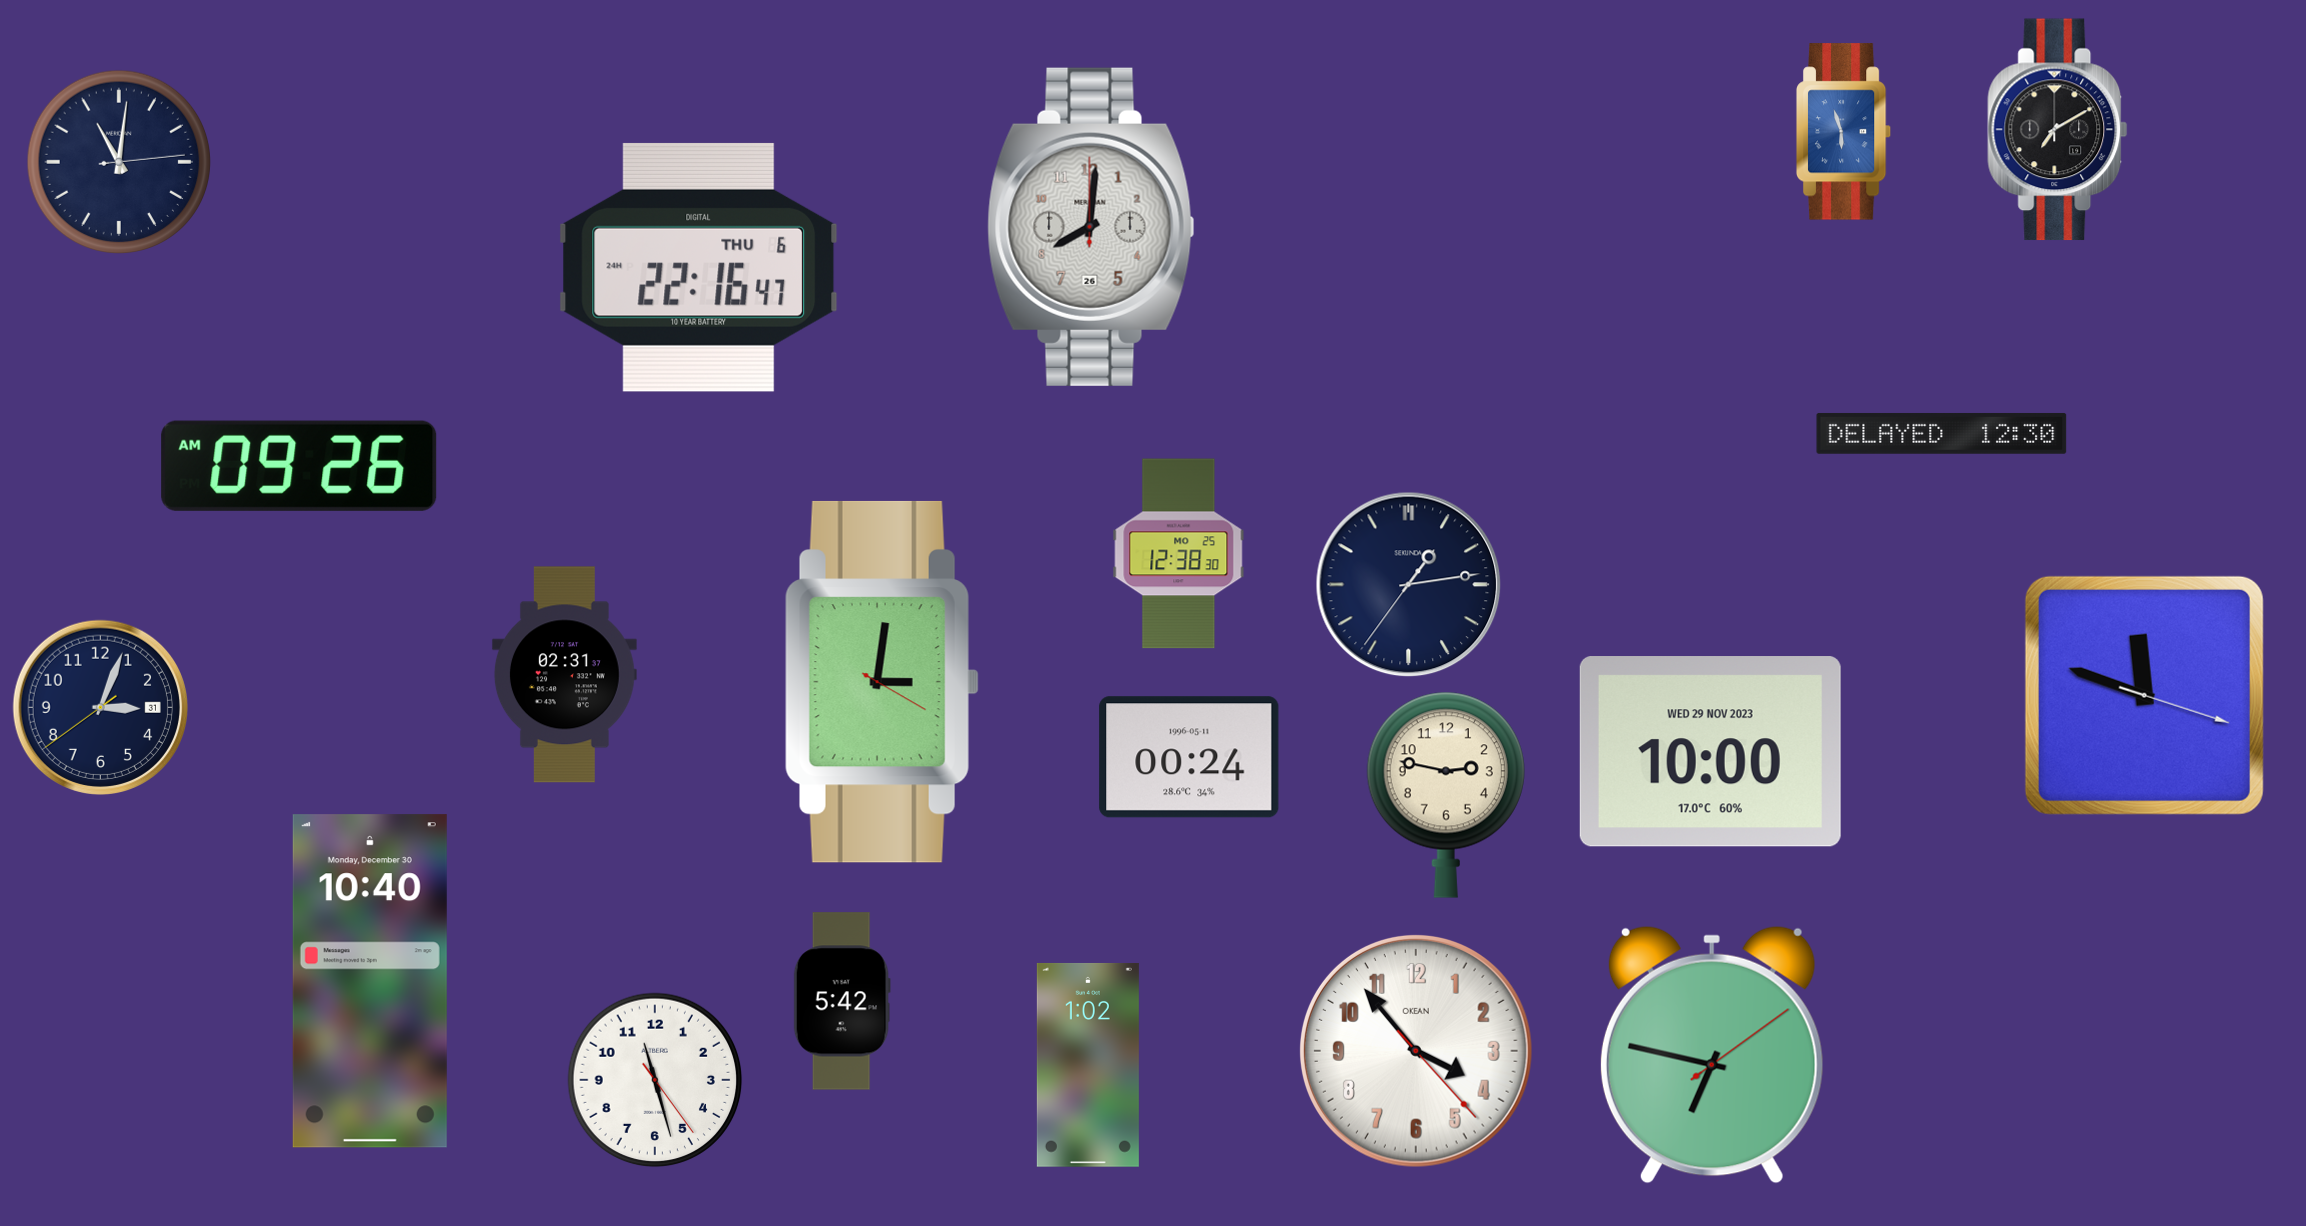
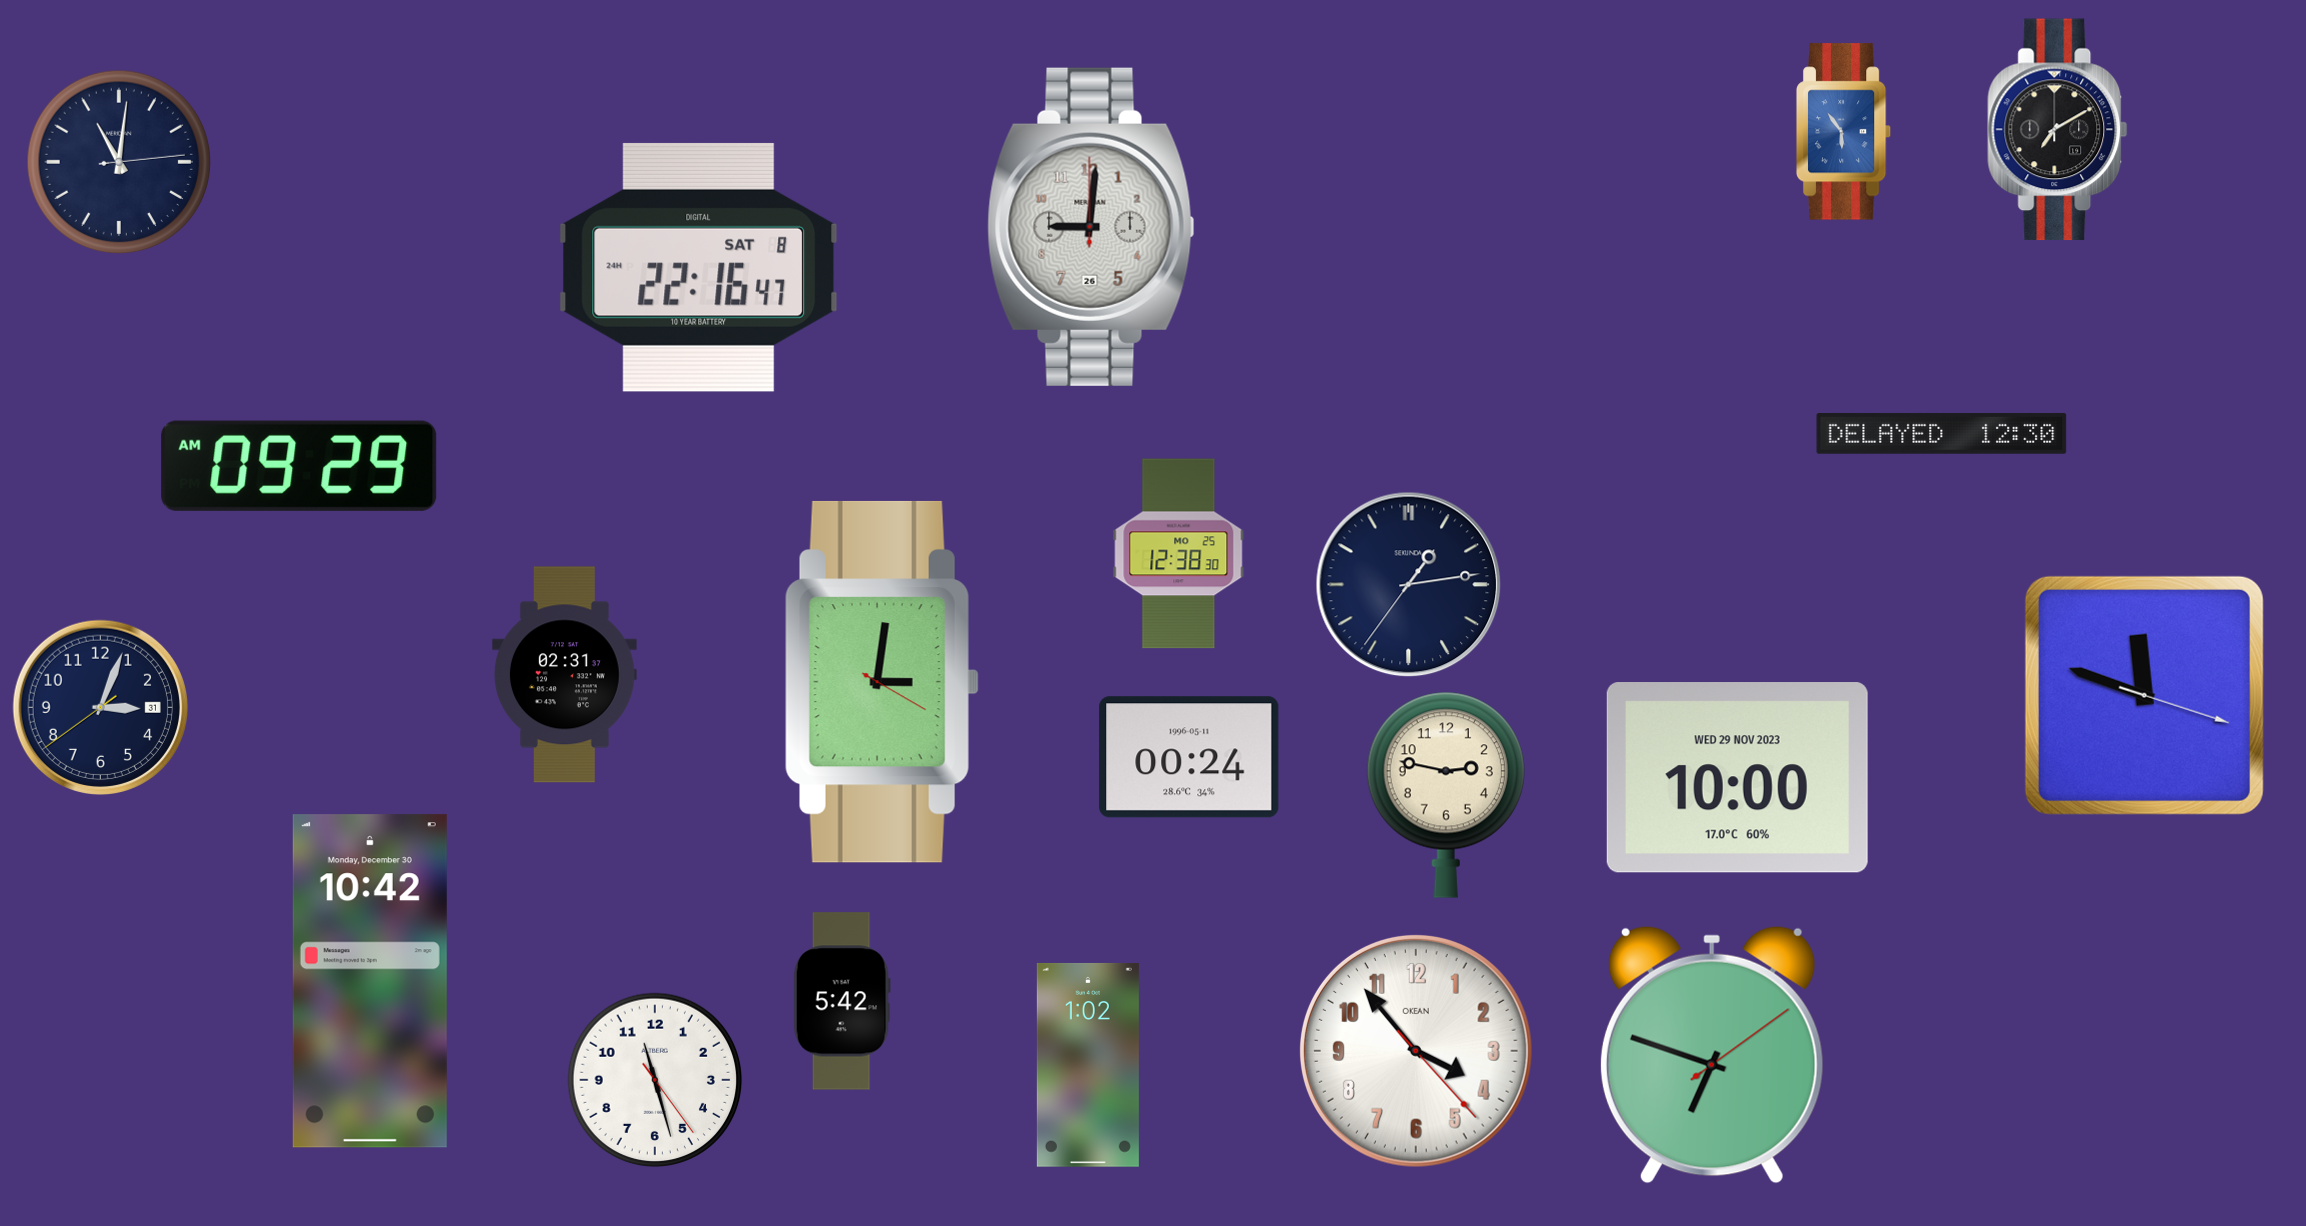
clock at (1844, 132): 5:57 -> 5:54
clock at (1091, 227): 8:01 -> 9:01
clock at (699, 267) date: THU 6 -> SAT 8
clock at (299, 466): 09:26 -> 09:29
clock at (1710, 752) position: (1710, 752) -> (1737, 778)
clock at (370, 981): 10:40 -> 10:42
clock at (1712, 1055): 6:47 -> 6:48
